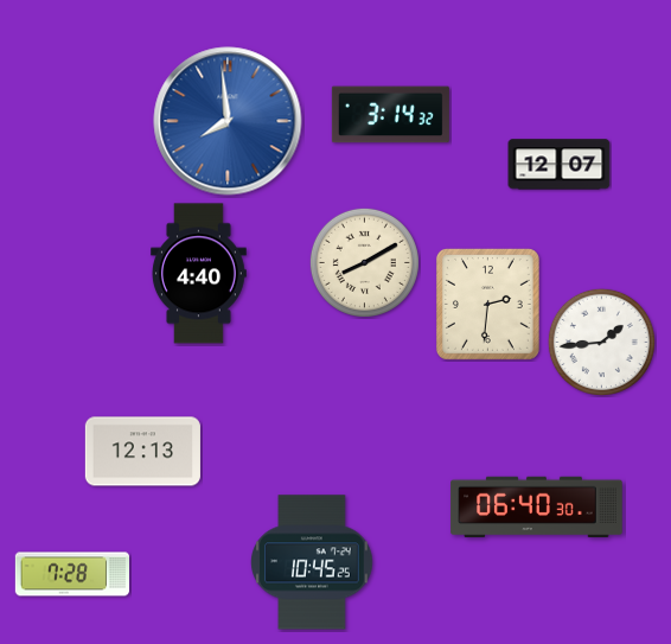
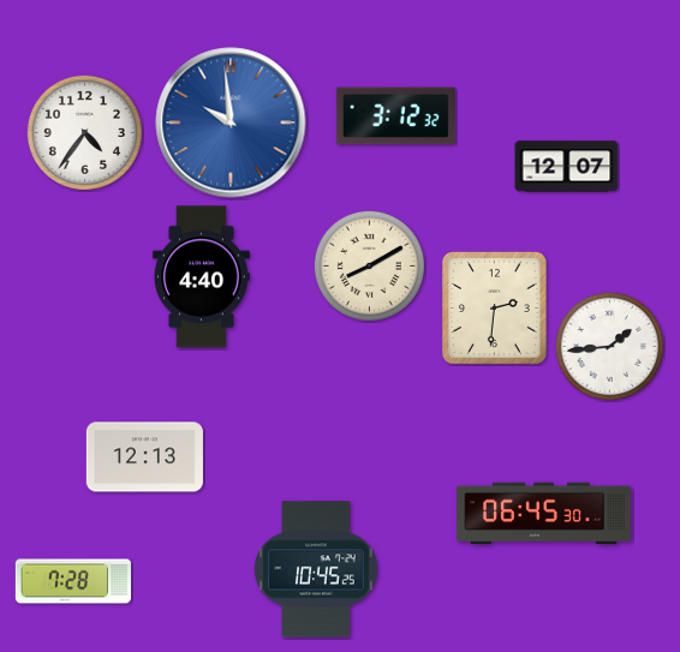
clock at (390, 115): 3:14 -> 3:12
clock at (228, 121): 7:59 -> 9:59
clock at (84, 132): none -> 4:36
clock at (537, 508): 06:40 -> 06:45
